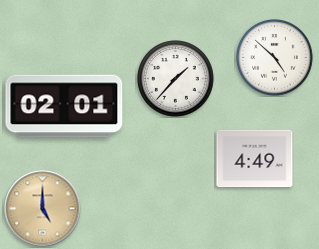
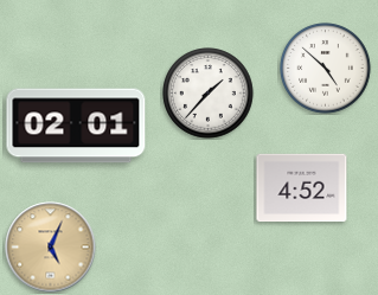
clock at (255, 159): 4:49 -> 4:52
clock at (43, 209): 5:00 -> 5:04
